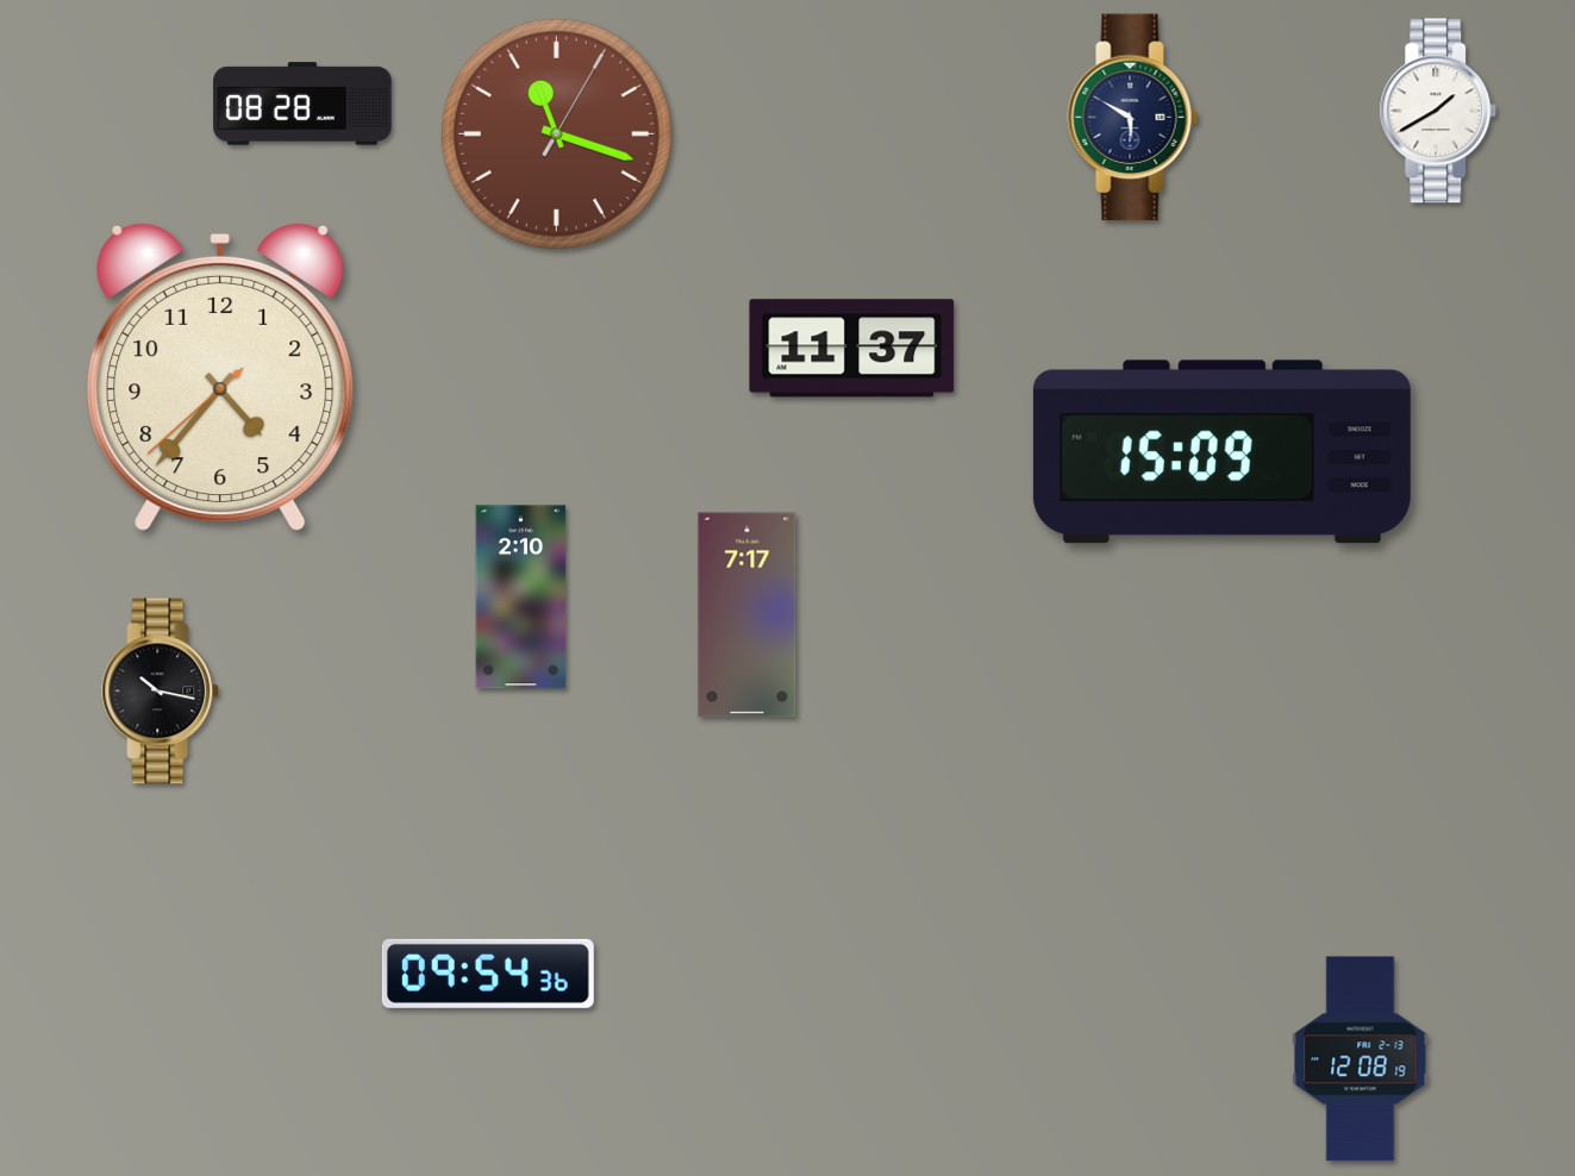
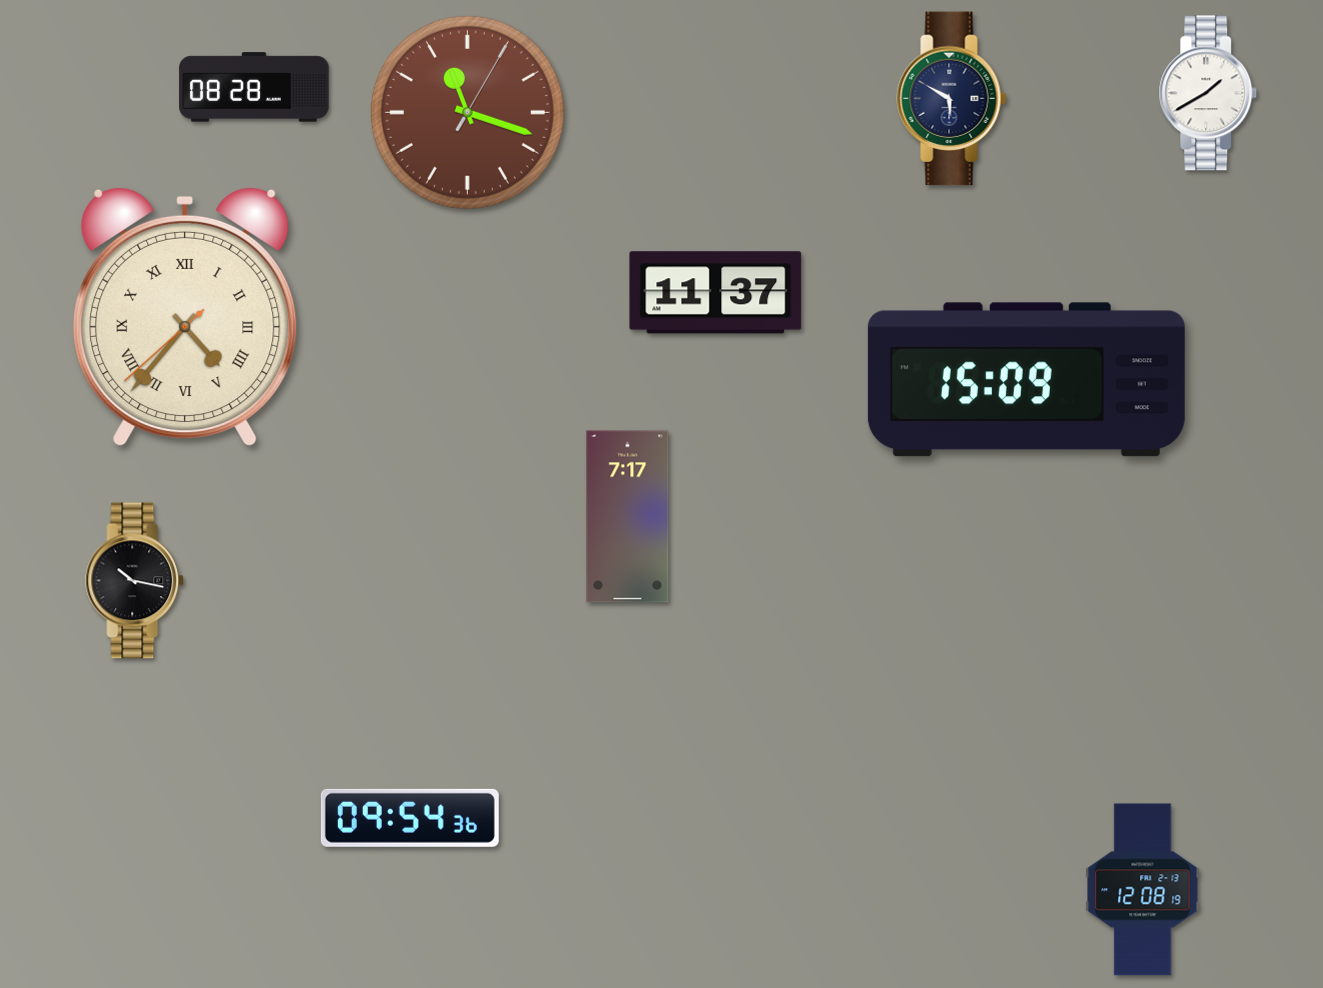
clock at (220, 377) numerals: Arabic -> Roman
clock at (521, 598): 2:10 -> none
